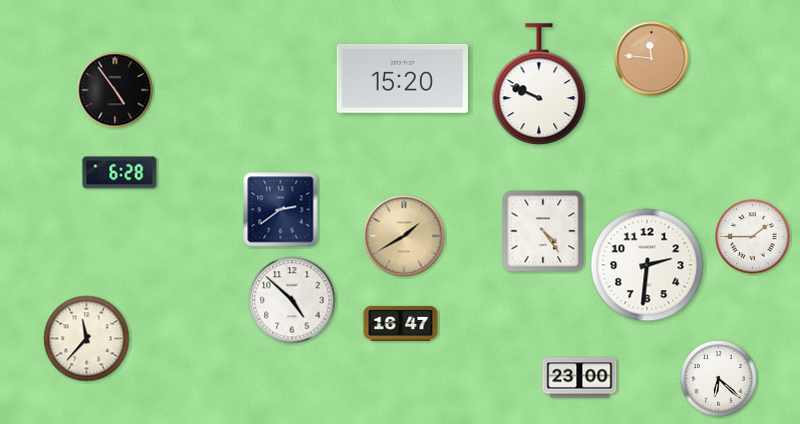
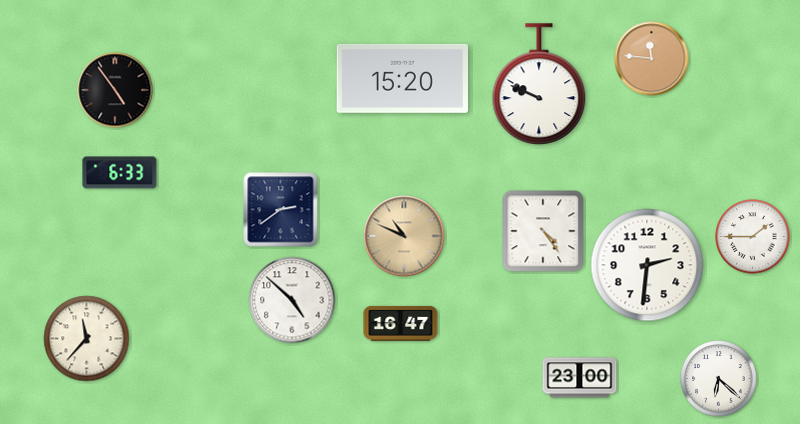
clock at (120, 173): 6:28 -> 6:33
clock at (404, 236): 1:40 -> 10:49
